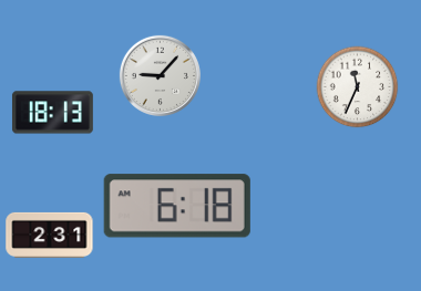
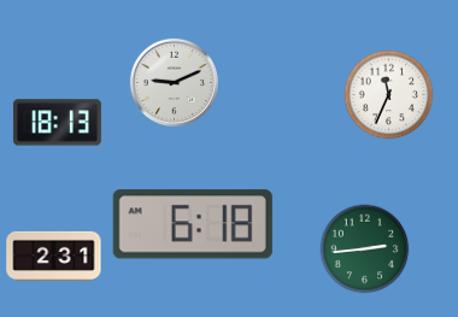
clock at (160, 75): 9:07 -> 9:11
clock at (365, 250): none -> 2:44
